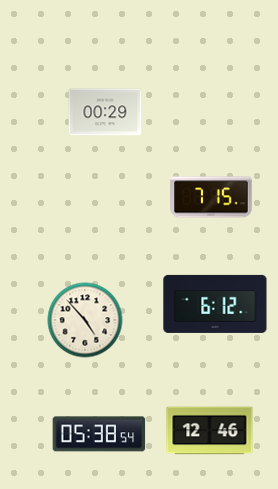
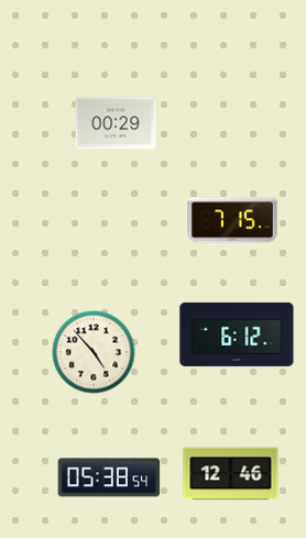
clock at (211, 197) position: (211, 197) -> (232, 220)
